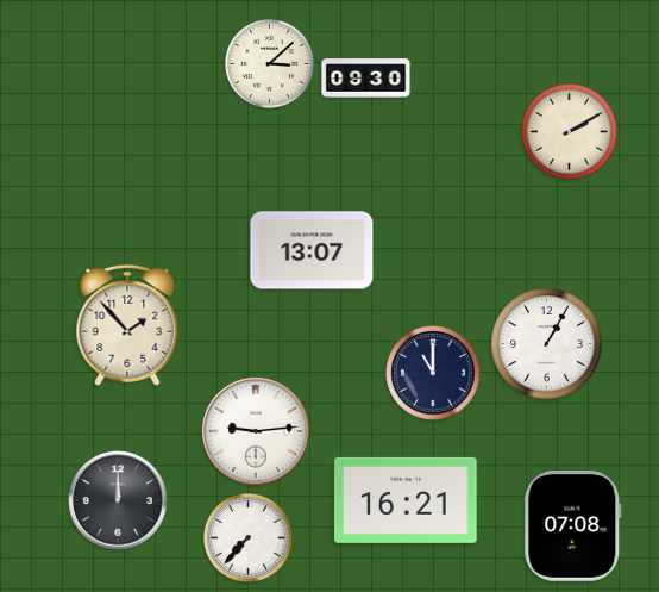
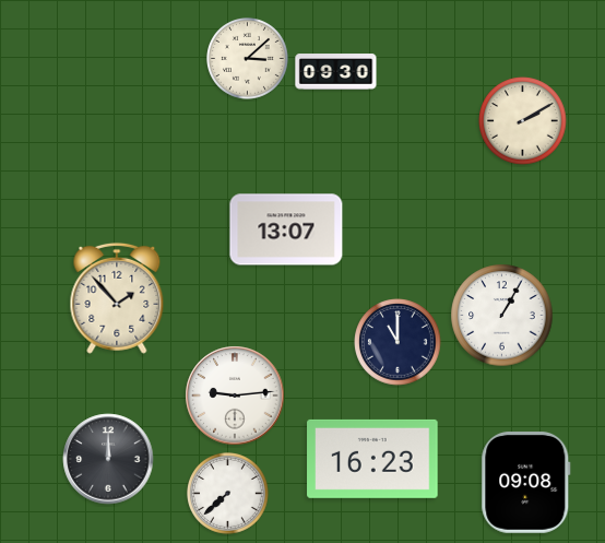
clock at (406, 500): 16:21 -> 16:23
clock at (573, 526): 07:08 -> 09:08
clock at (249, 538): 7:37 -> 7:38
